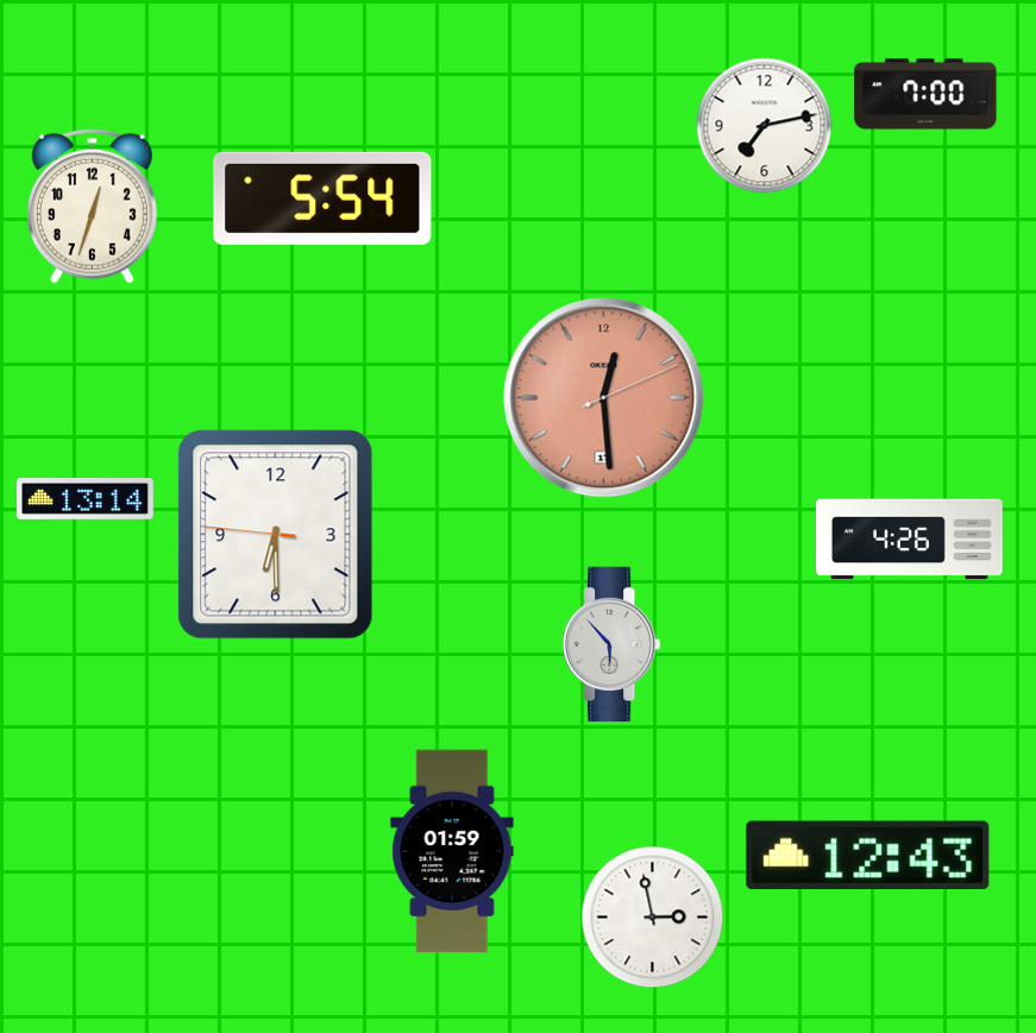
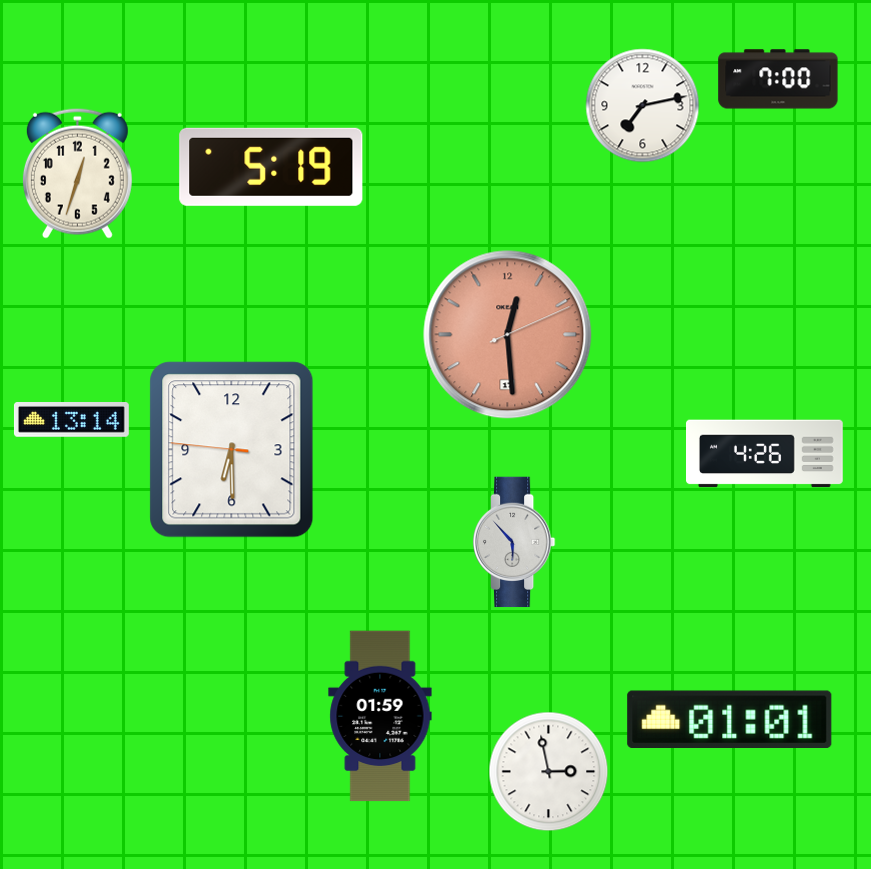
clock at (322, 199): 5:54 -> 5:19
clock at (868, 855): 12:43 -> 01:01
